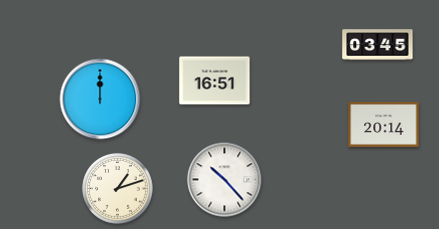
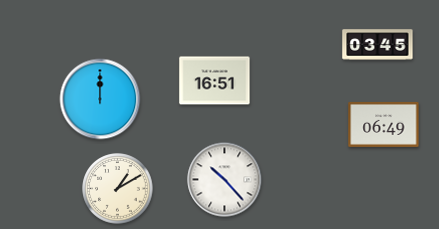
clock at (384, 124): 20:14 -> 06:49
clock at (118, 189): 1:12 -> 1:10
